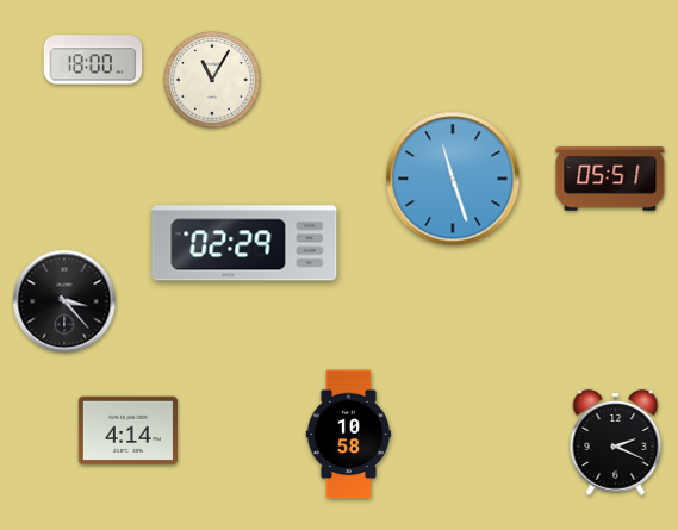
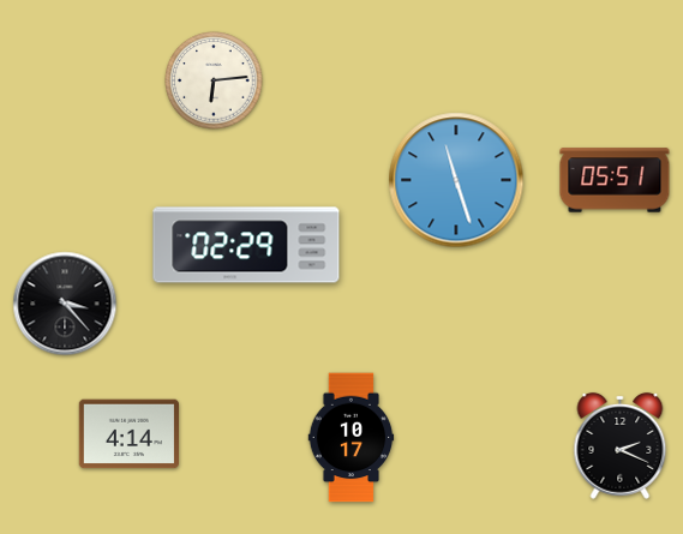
clock at (93, 60): 18:00 -> none
clock at (212, 80): 11:05 -> 6:14
clock at (349, 435): 10:58 -> 10:17
